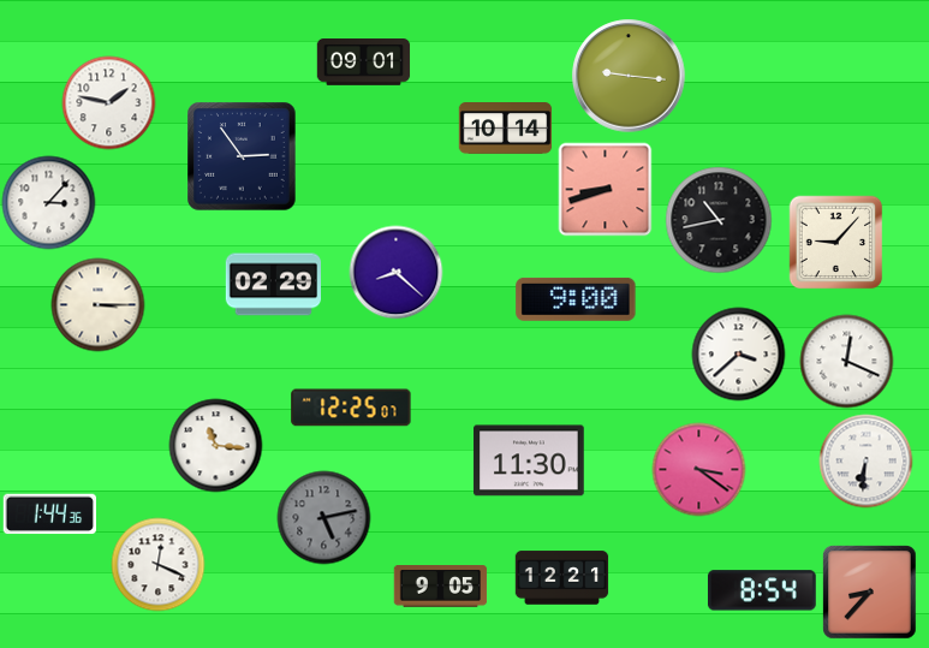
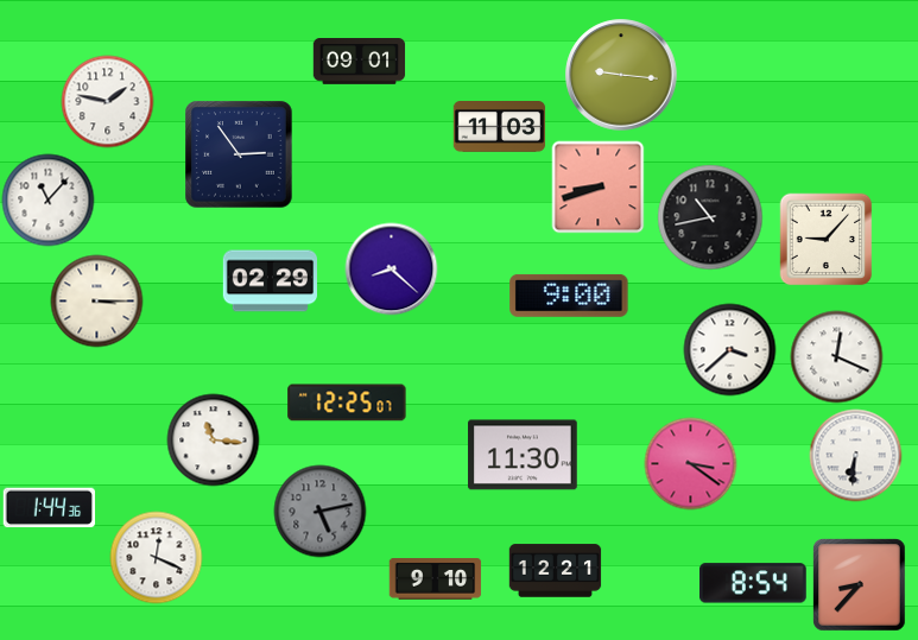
clock at (505, 129): 10:14 -> 11:03
clock at (48, 202): 3:07 -> 11:07
clock at (440, 587): 9:05 -> 9:10
